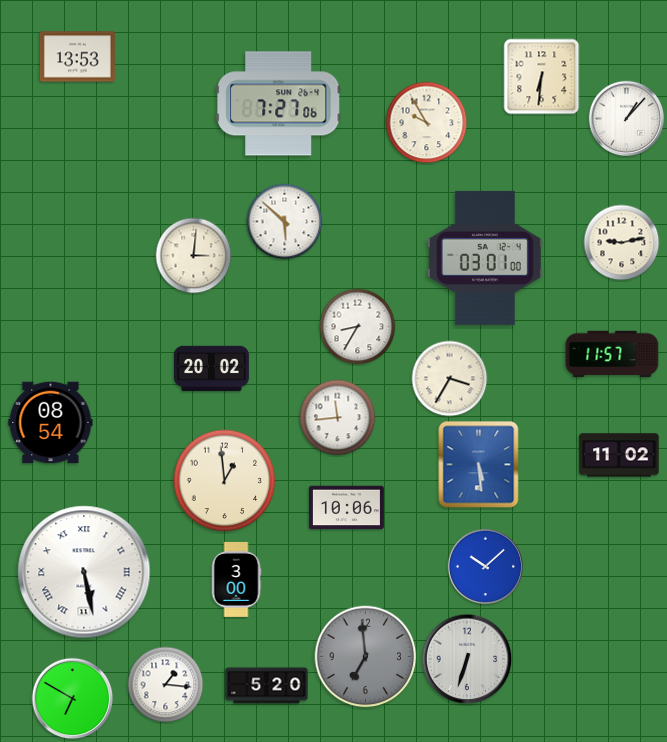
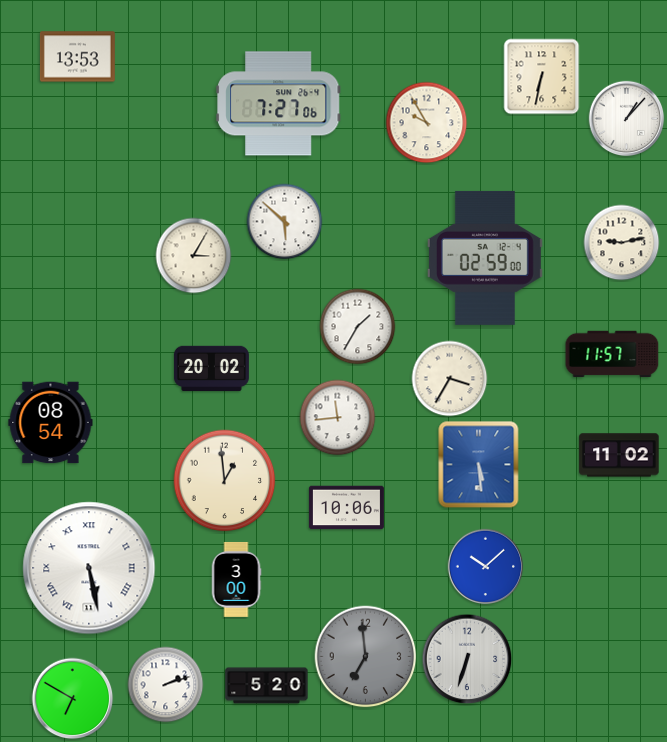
clock at (542, 77): 6:31 -> 6:32
clock at (194, 256): 3:01 -> 3:05
clock at (485, 258): 03:01 -> 02:59
clock at (358, 327): 8:35 -> 1:35
clock at (84, 572) position: (84, 572) -> (89, 568)
clock at (166, 685): 1:16 -> 2:12
